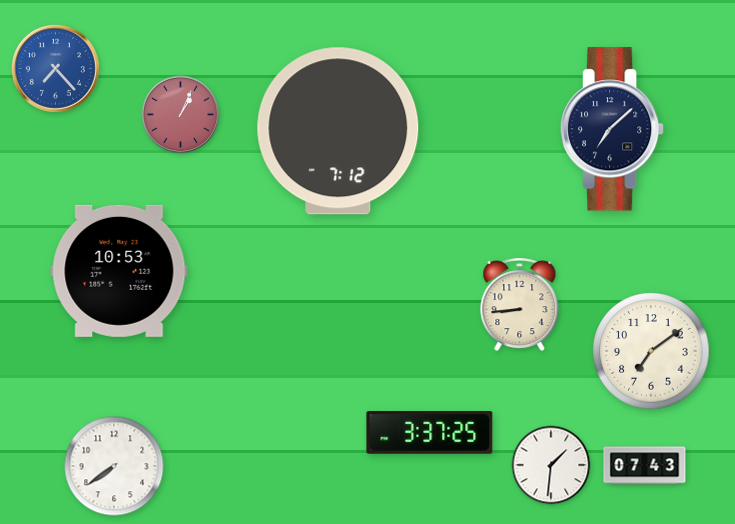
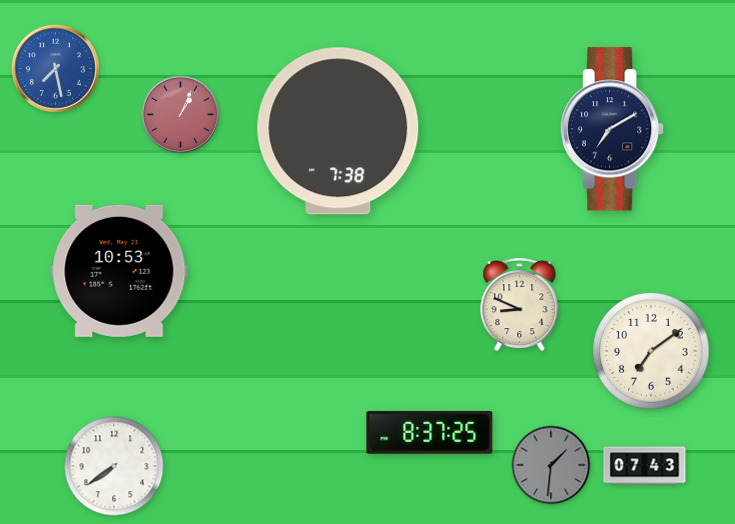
clock at (56, 69): 7:23 -> 7:28
clock at (612, 129): 7:08 -> 7:10
clock at (338, 131): 7:12 -> 7:38
clock at (520, 305): 8:44 -> 8:49
clock at (430, 433): 3:37 -> 8:37
clock at (551, 465) dial: white -> grey
